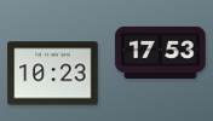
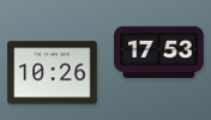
clock at (53, 74): 10:23 -> 10:26
